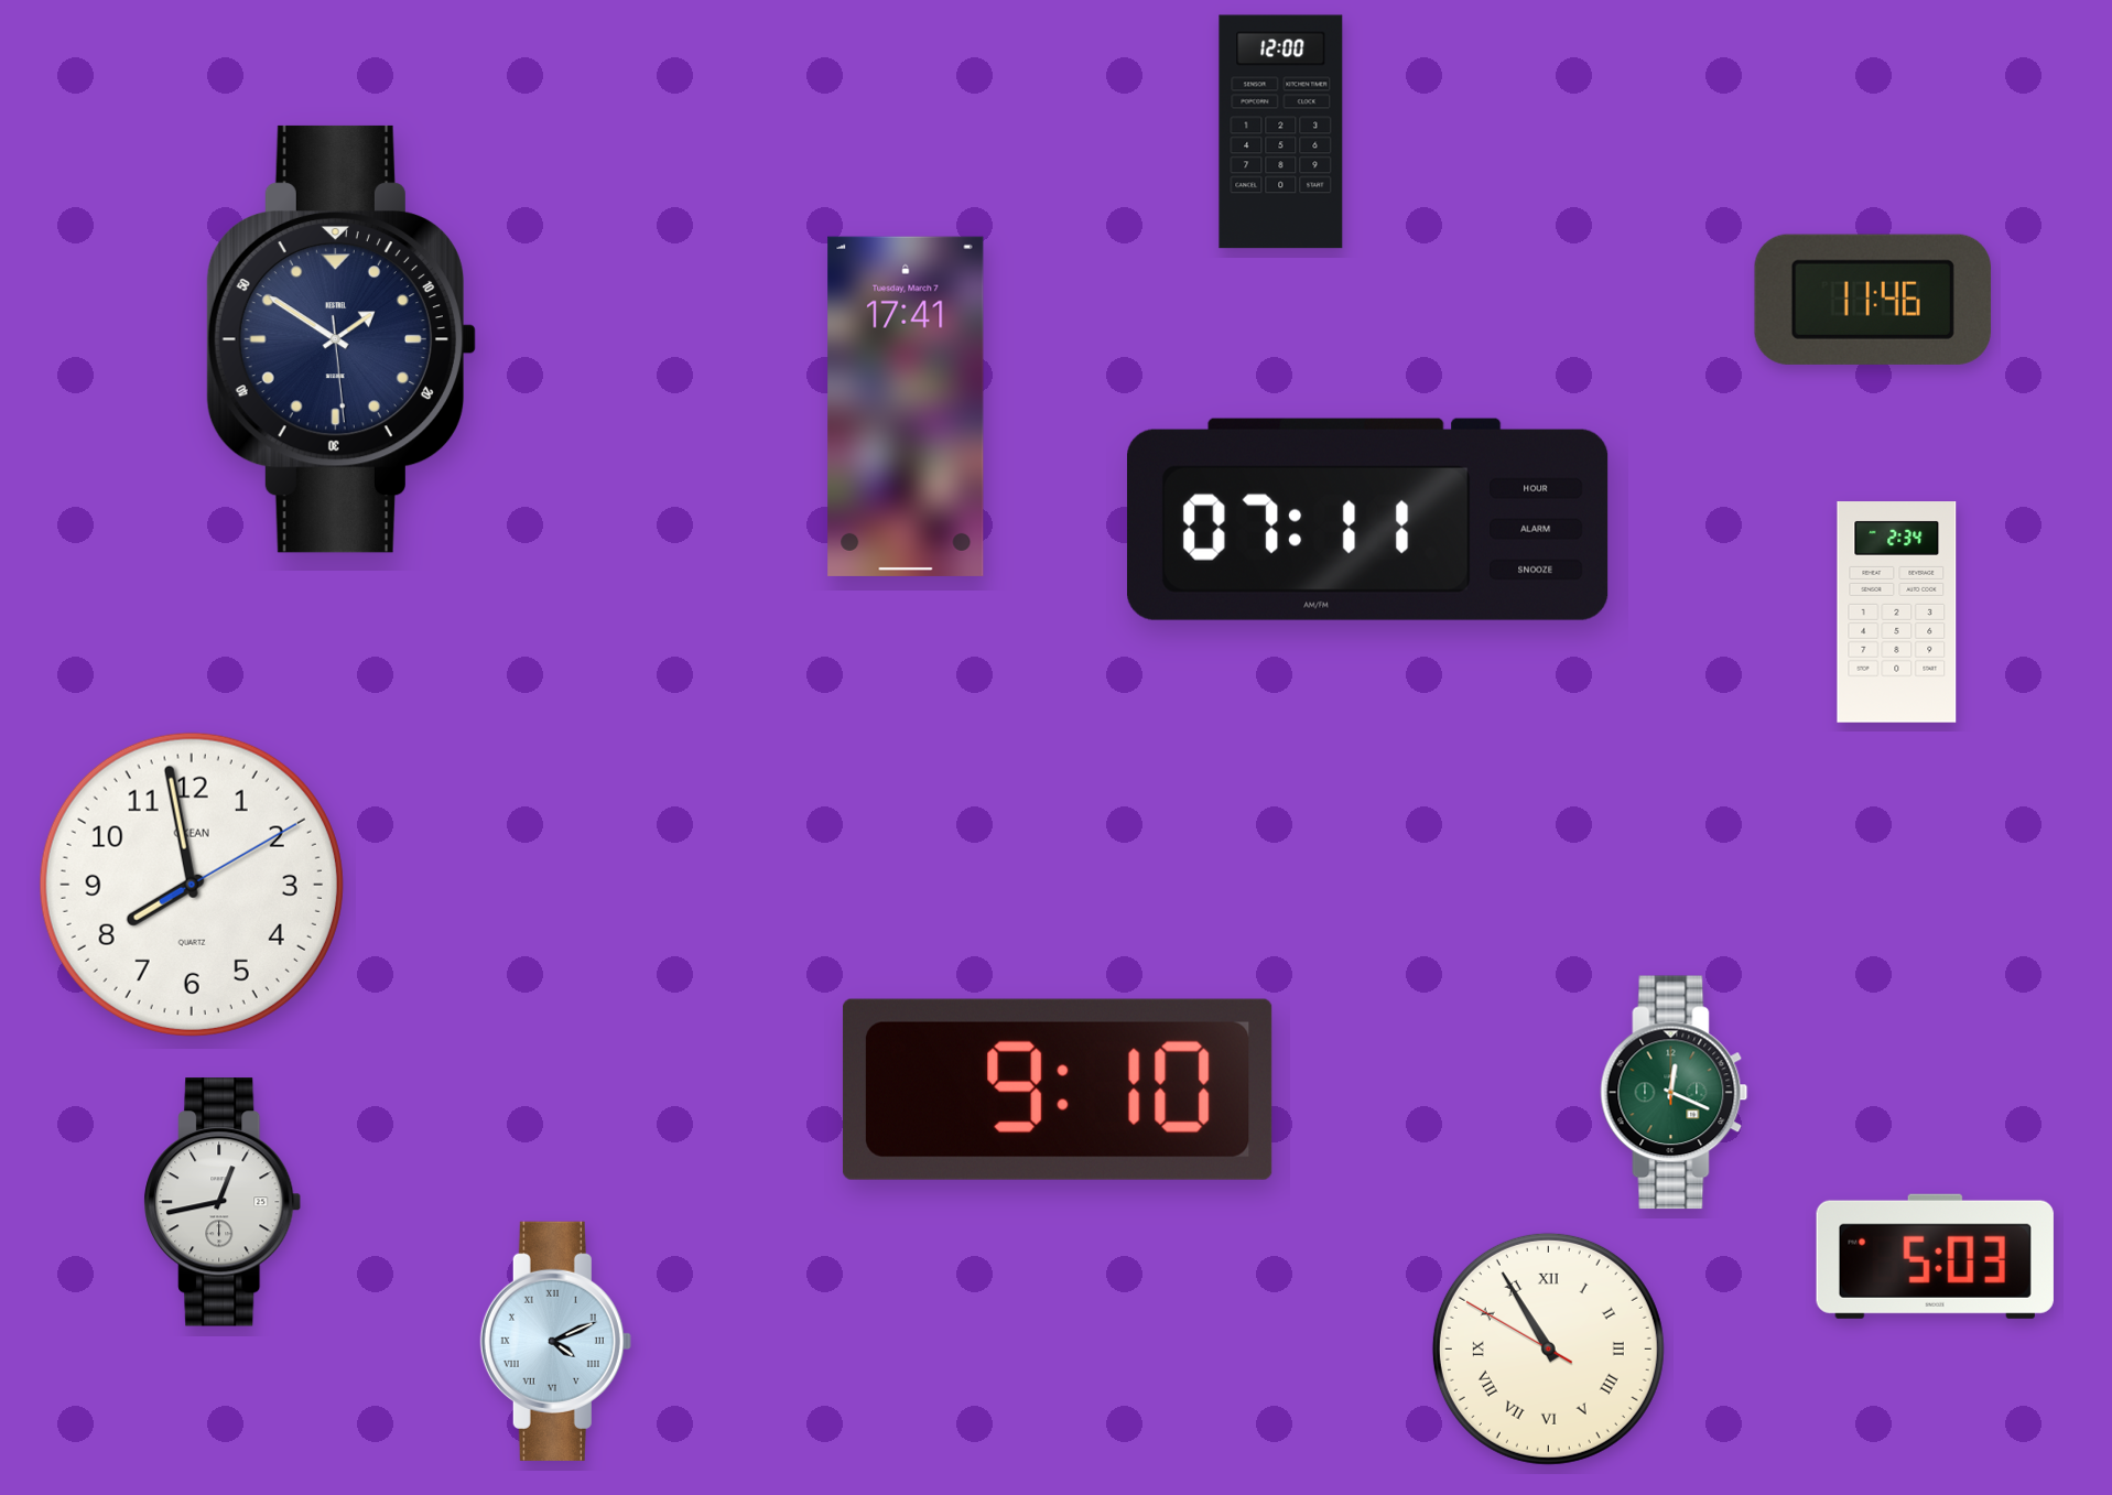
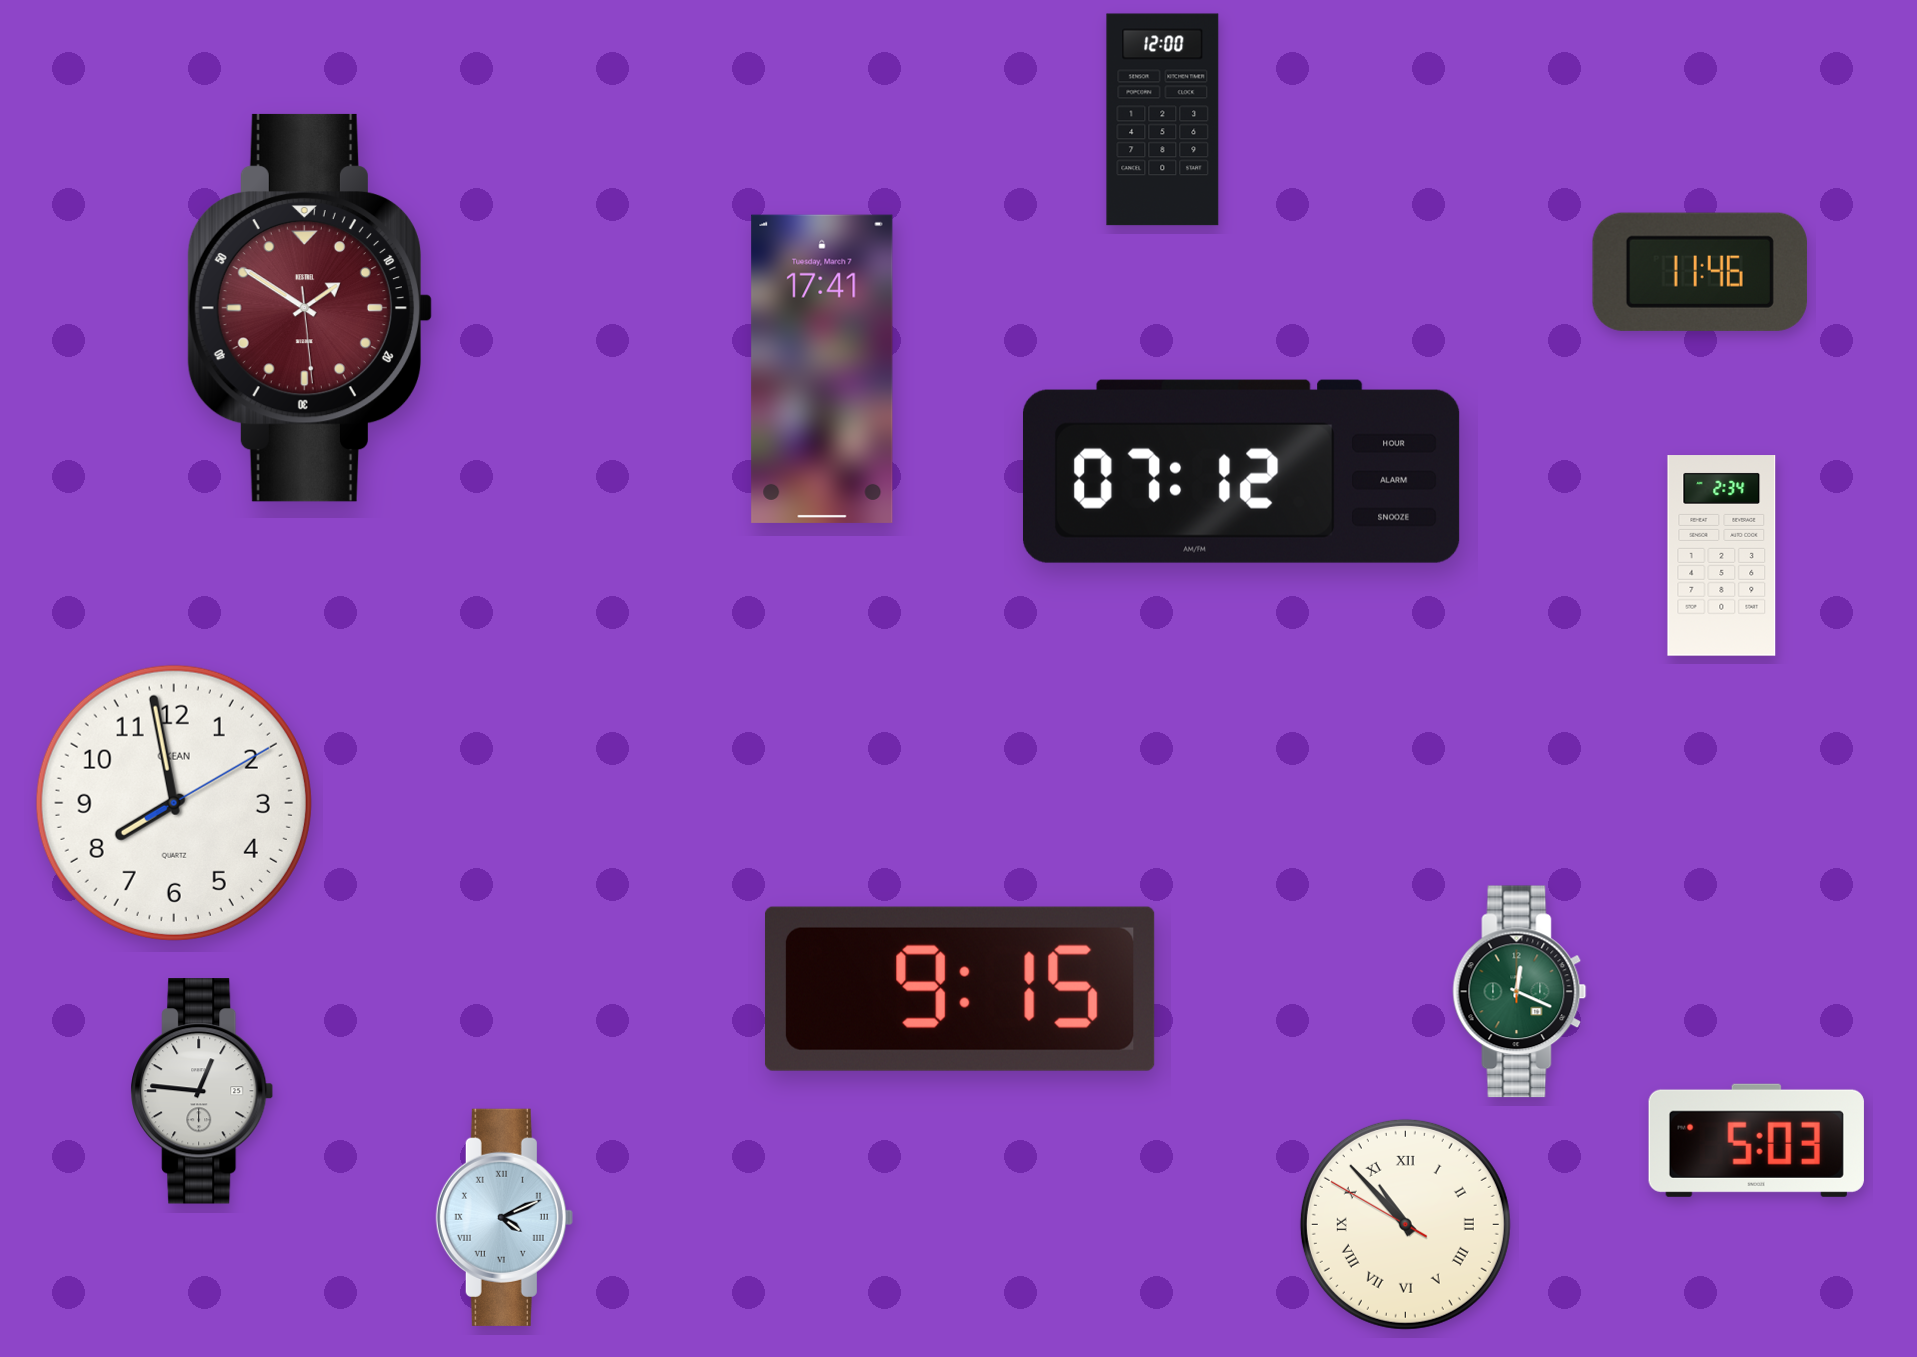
clock at (342, 339) dial: navy -> burgundy
clock at (1367, 519): 07:11 -> 07:12
clock at (1058, 1090): 9:10 -> 9:15
clock at (223, 1202): 12:43 -> 12:46
clock at (1548, 1348): 10:54 -> 10:52
